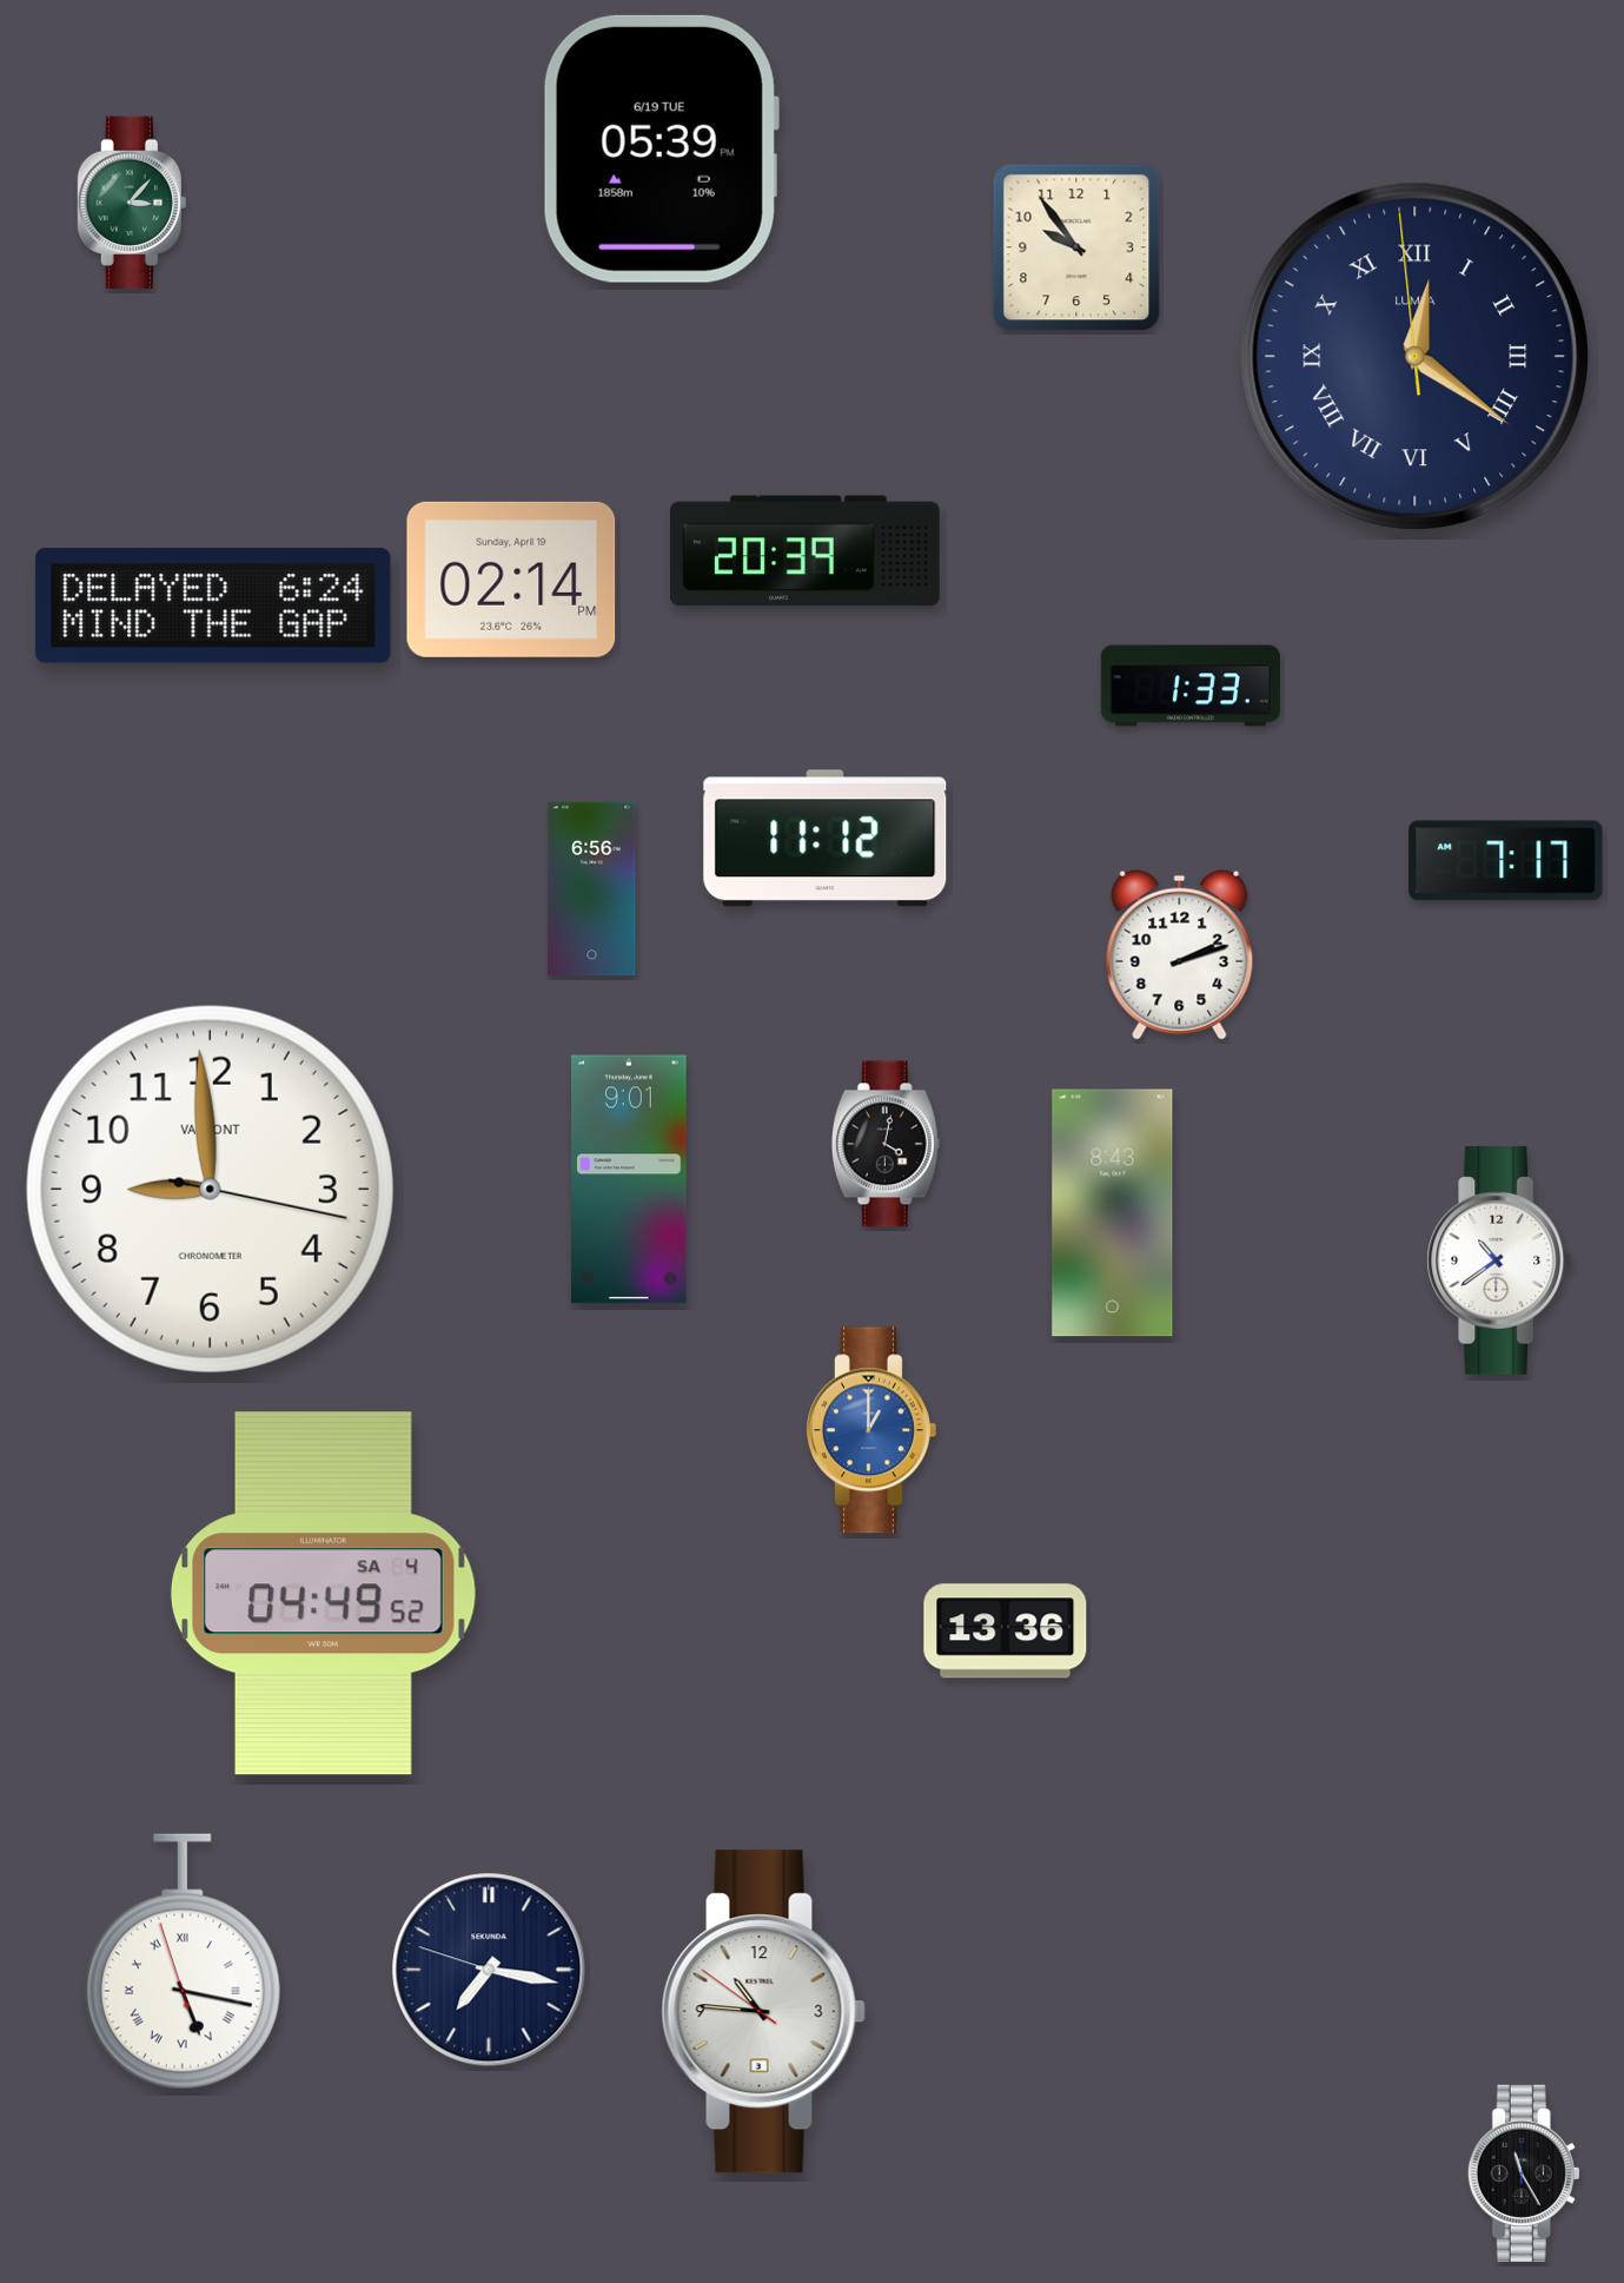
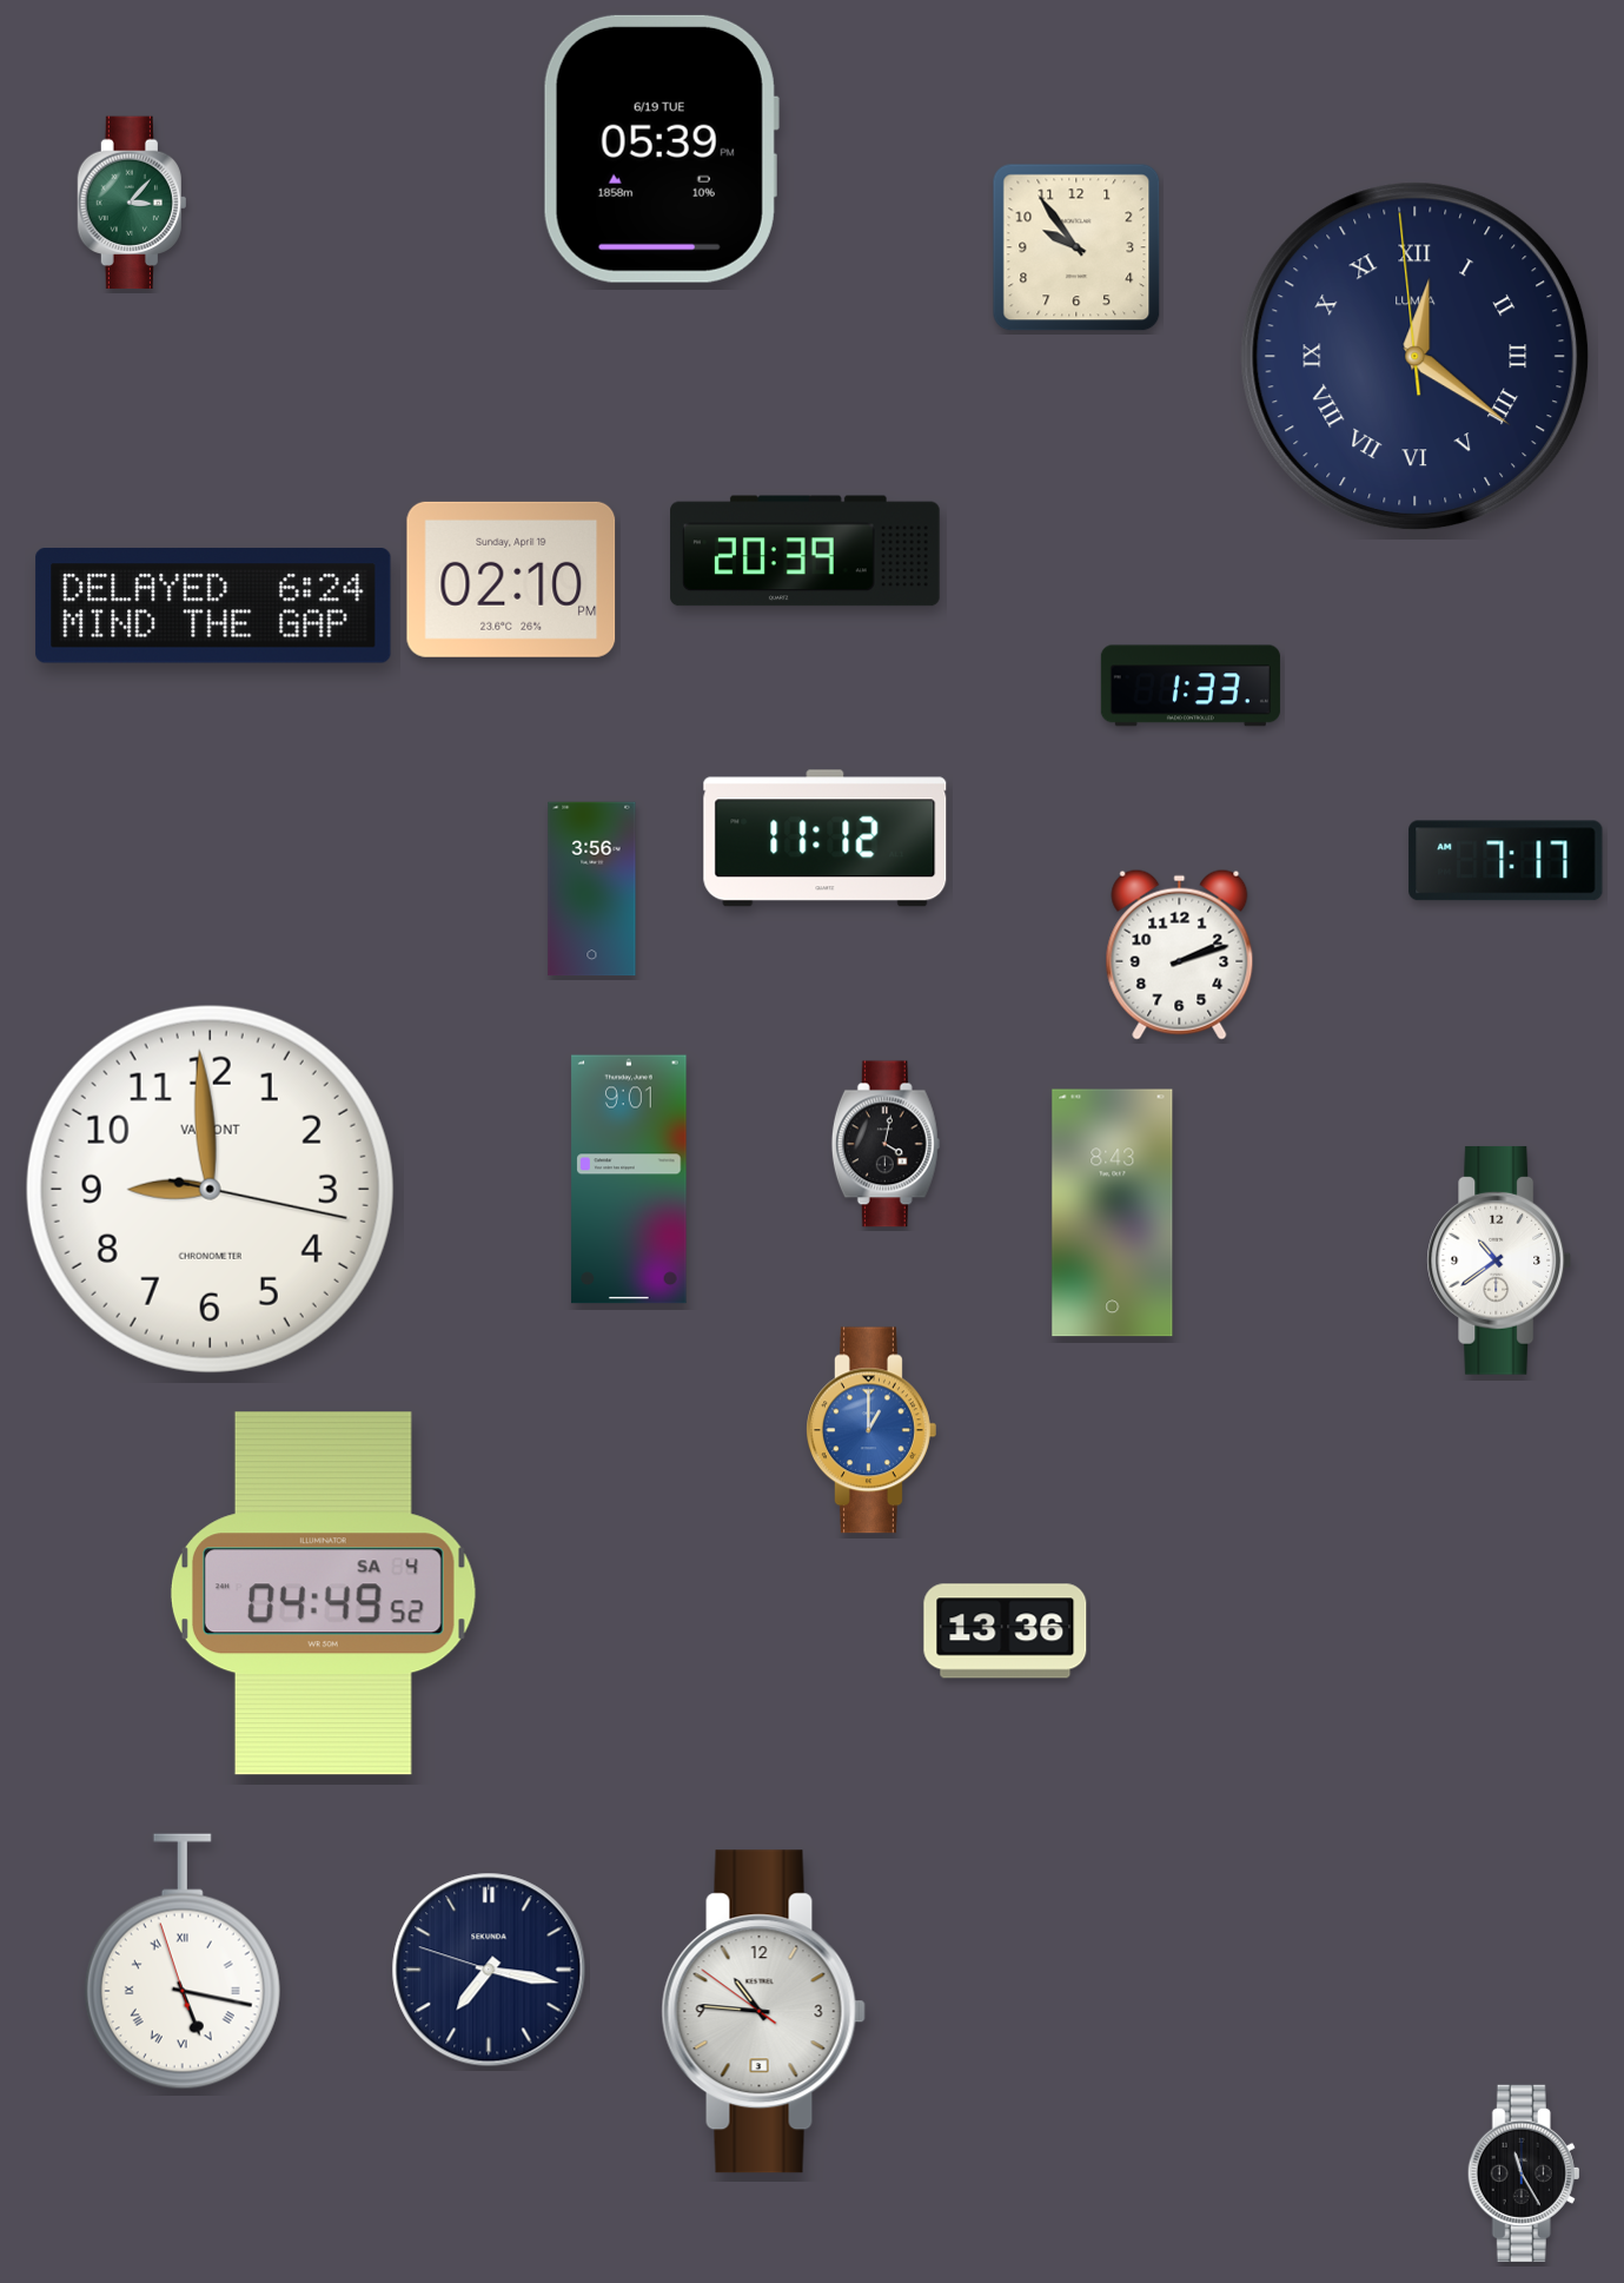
clock at (511, 580): 02:14 -> 02:10
clock at (592, 889): 6:56 -> 3:56
